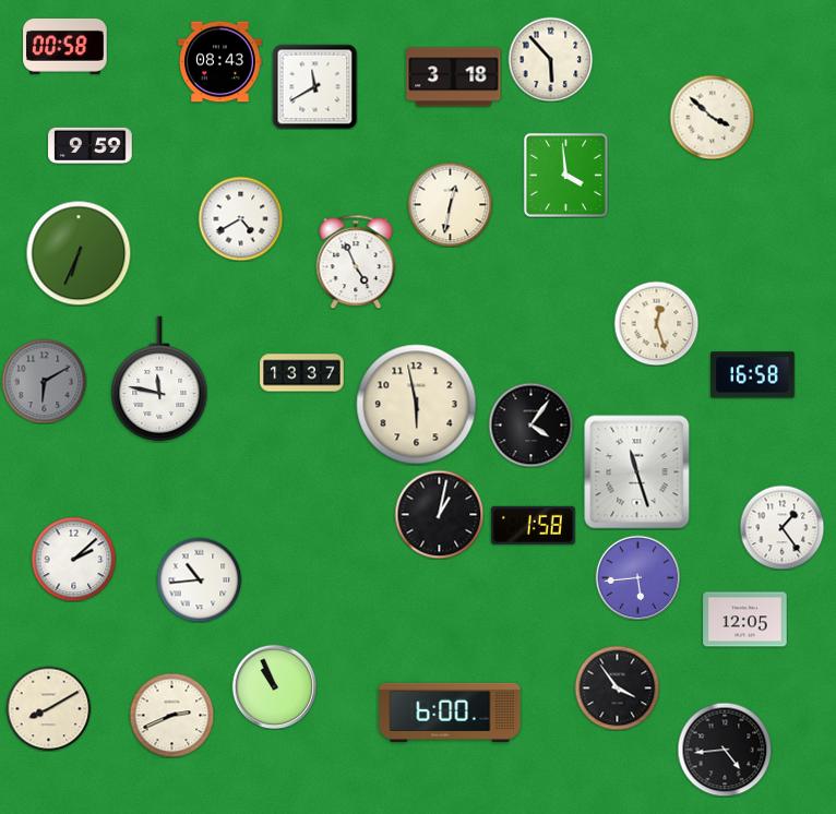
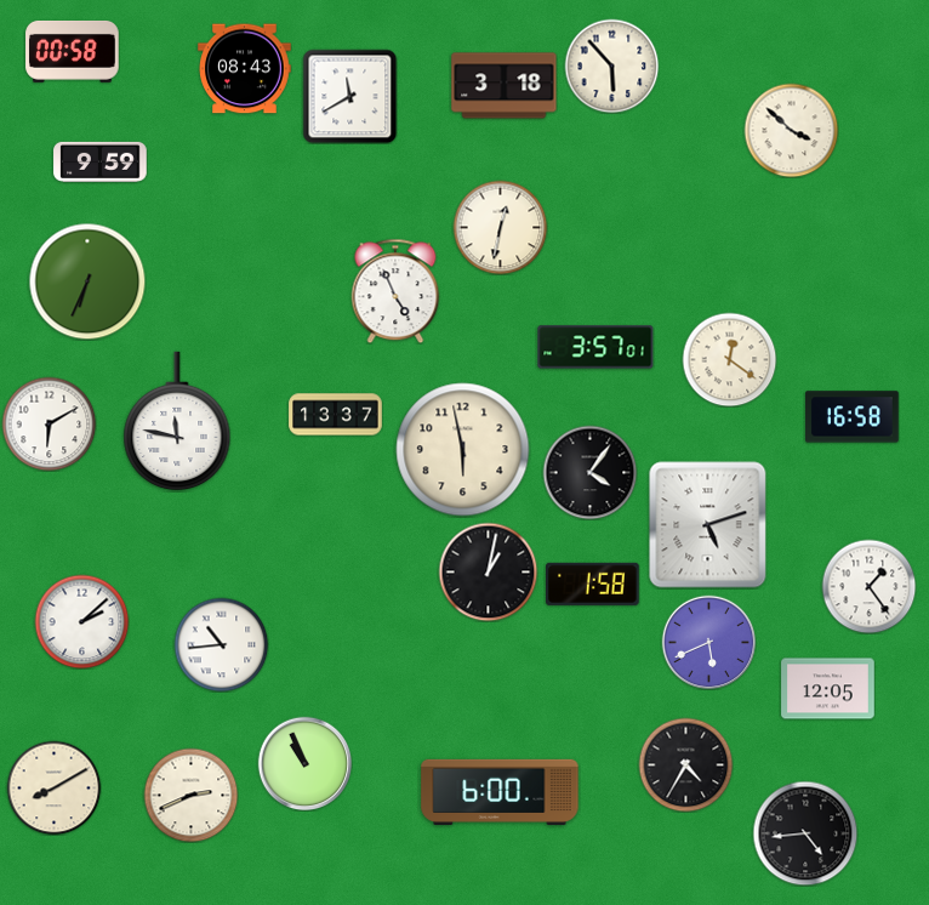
clock at (565, 175): 3:59 -> none
clock at (240, 218): 4:40 -> none
clock at (595, 347): none -> 3:57
clock at (656, 323): 12:27 -> 12:21
clock at (753, 375) position: (753, 375) -> (853, 417)
clock at (44, 381) dial: grey -> white
clock at (637, 472): 11:27 -> 5:12
clock at (637, 577): 5:44 -> 5:41
clock at (617, 687): 3:54 -> 4:35
